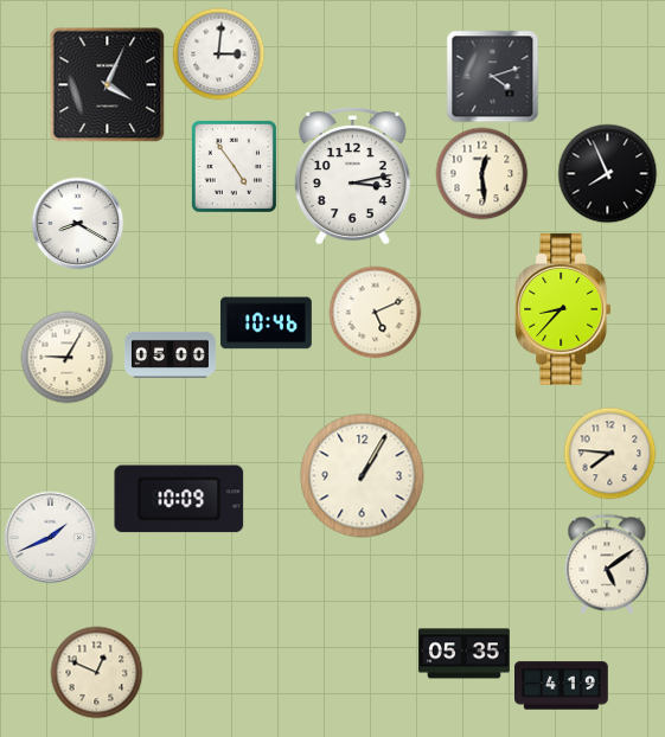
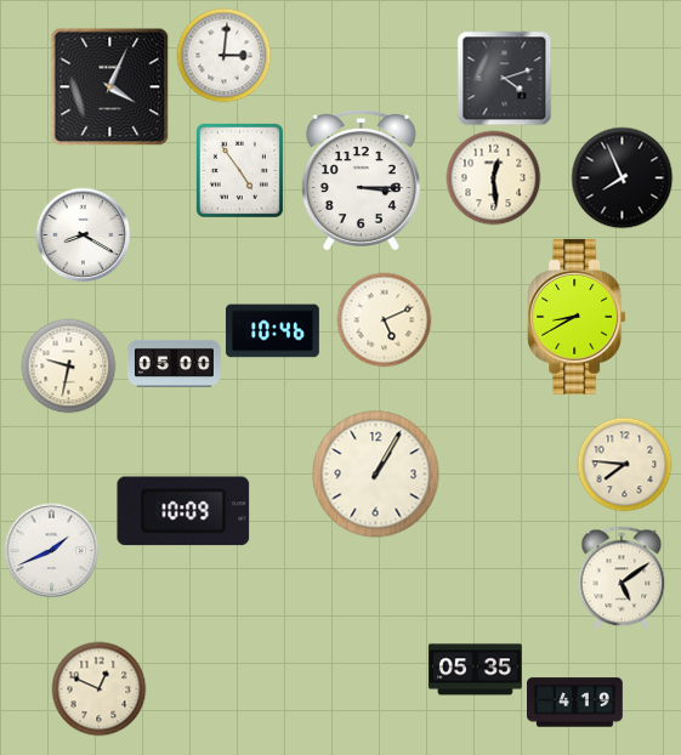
clock at (352, 177): 3:13 -> 3:15
clock at (77, 223) position: (77, 223) -> (83, 234)
clock at (563, 309): 8:37 -> 8:40
clock at (66, 357): 9:05 -> 9:32
clock at (363, 476) position: (363, 476) -> (376, 475)
